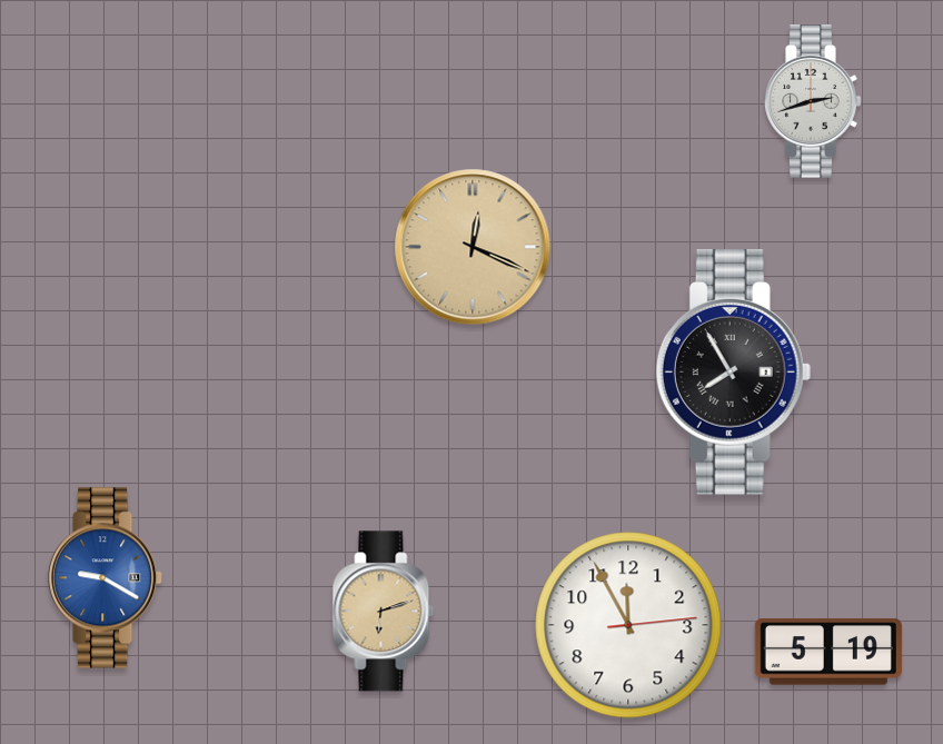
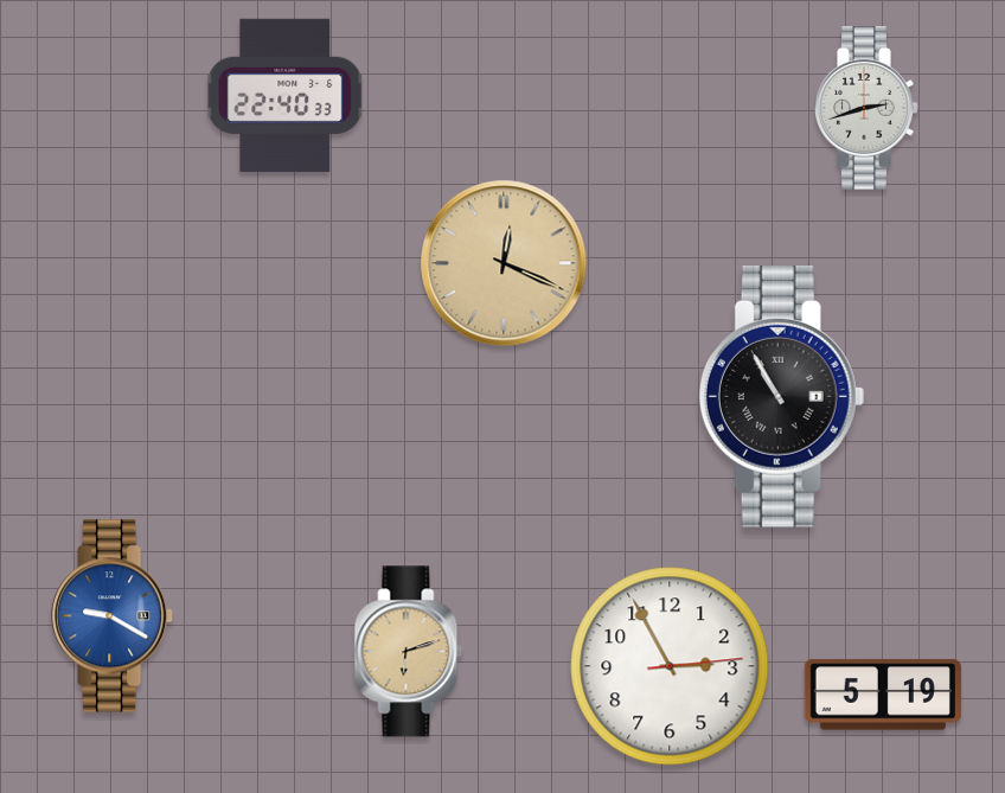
clock at (286, 95): none -> 22:40
clock at (734, 373): 7:55 -> 10:55
clock at (628, 625): 11:55 -> 2:55
